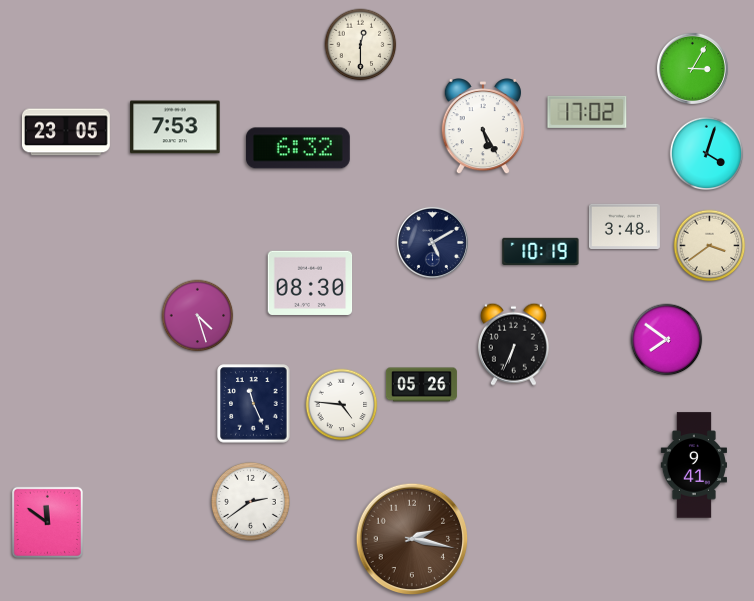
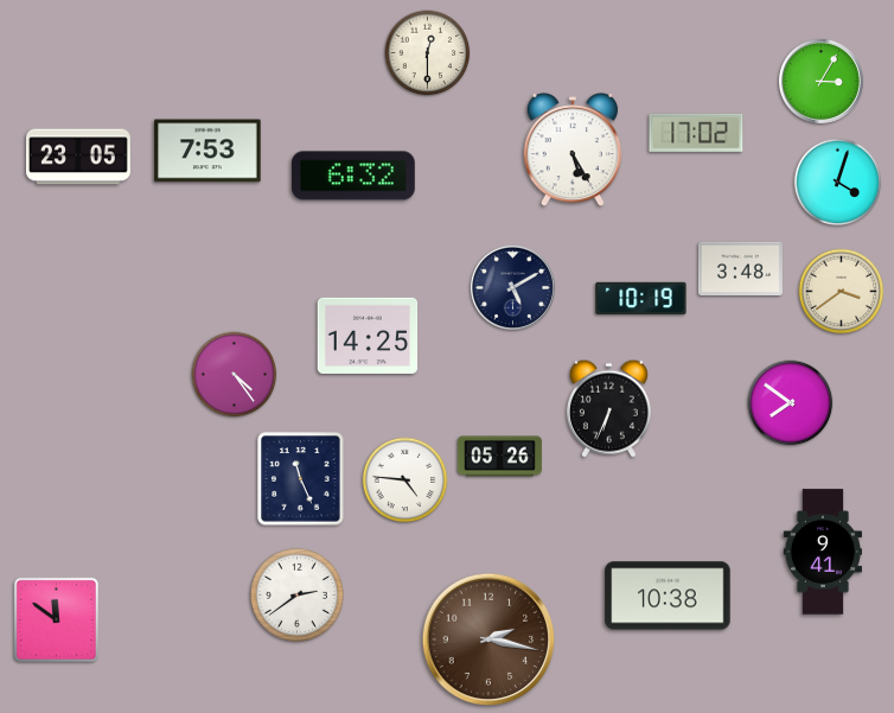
clock at (310, 283): 08:30 -> 14:25
clock at (198, 316): 4:27 -> 4:24
clock at (668, 596): none -> 10:38
